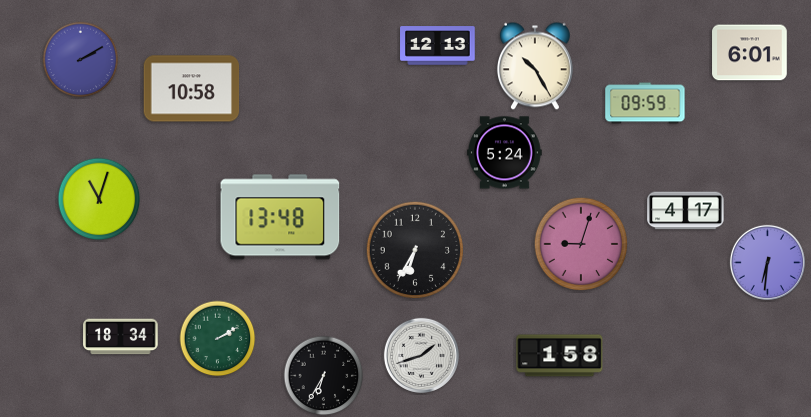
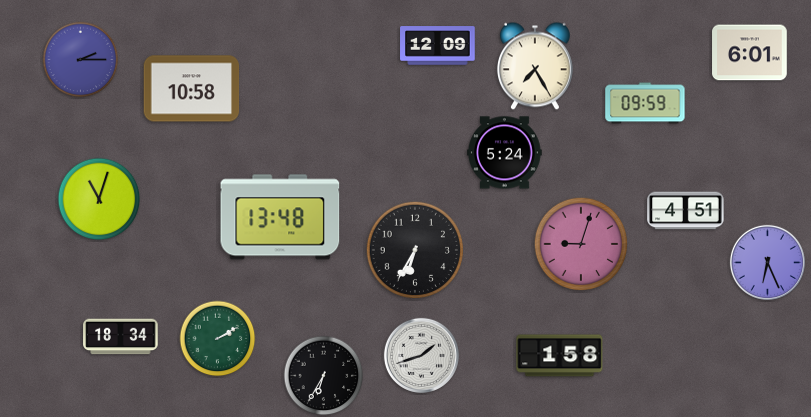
clock at (438, 46): 12:13 -> 12:09
clock at (81, 60): 2:10 -> 2:15
clock at (535, 66): 10:25 -> 7:25
clock at (686, 211): 4:17 -> 4:51
clock at (767, 262): 6:31 -> 6:26
